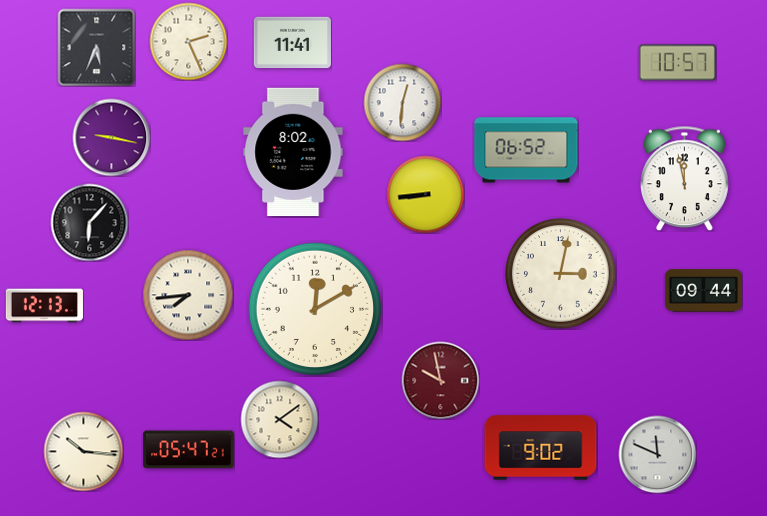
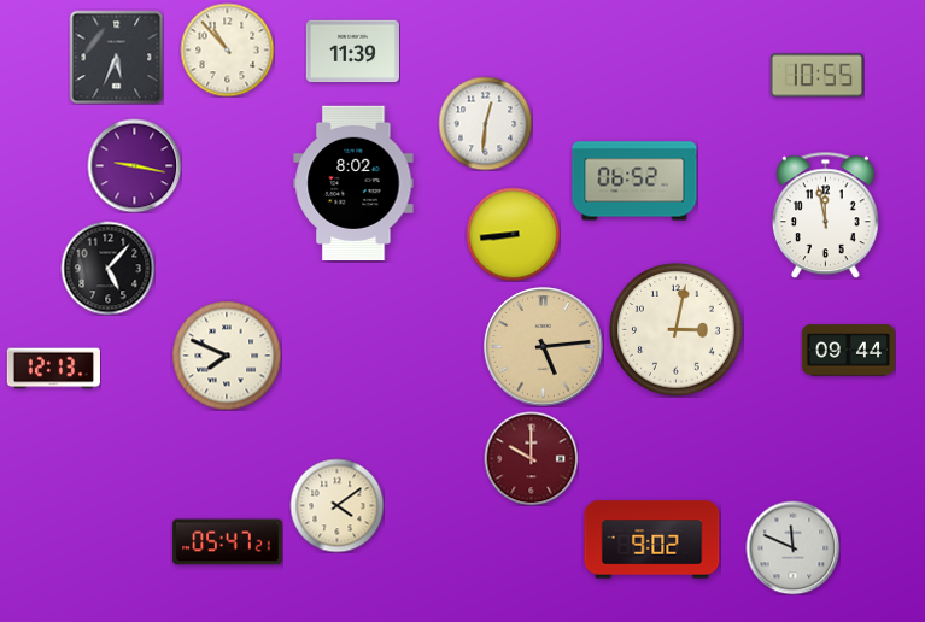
clock at (188, 41): 2:26 -> 10:53
clock at (292, 43): 11:41 -> 11:39
clock at (677, 63): 10:57 -> 10:55
clock at (89, 222): 6:07 -> 5:07
clock at (544, 347): none -> 5:14
clock at (188, 295): 7:44 -> 7:49
clock at (314, 308): 12:10 -> none
clock at (440, 380): 9:58 -> 10:00
clock at (83, 451): 10:16 -> none
